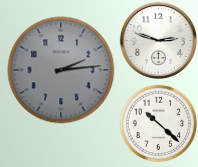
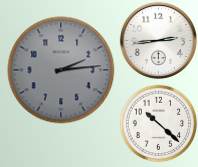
clock at (158, 40): 2:48 -> 2:44
